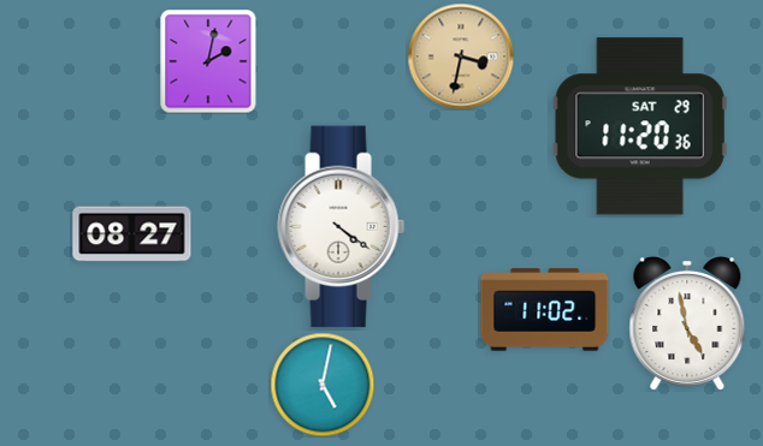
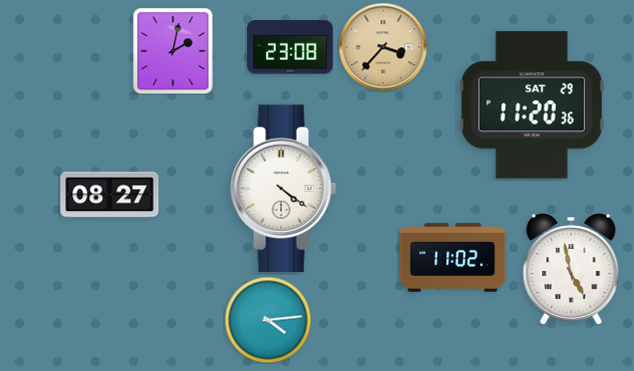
clock at (290, 47): none -> 23:08
clock at (461, 57): 3:32 -> 3:37
clock at (323, 385): 5:02 -> 4:14
